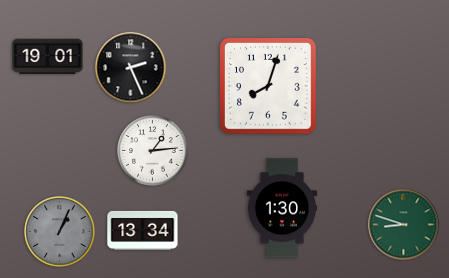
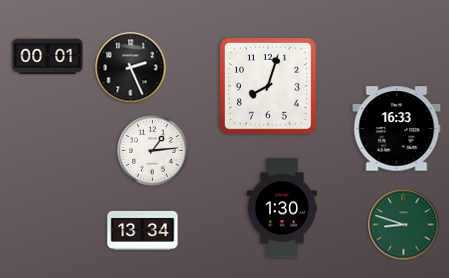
clock at (48, 57): 19:01 -> 00:01
clock at (397, 129): none -> 16:33
clock at (60, 232): 1:04 -> none
